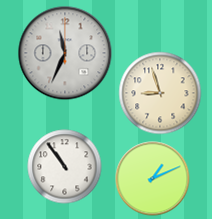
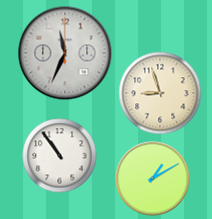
clock at (65, 167) position: (65, 167) -> (60, 156)
clock at (153, 179): 1:11 -> 1:10
